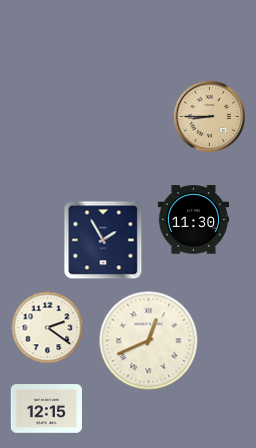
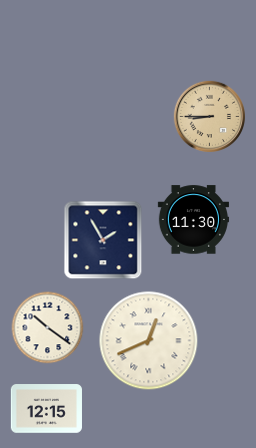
clock at (48, 328): 2:21 -> 10:21
